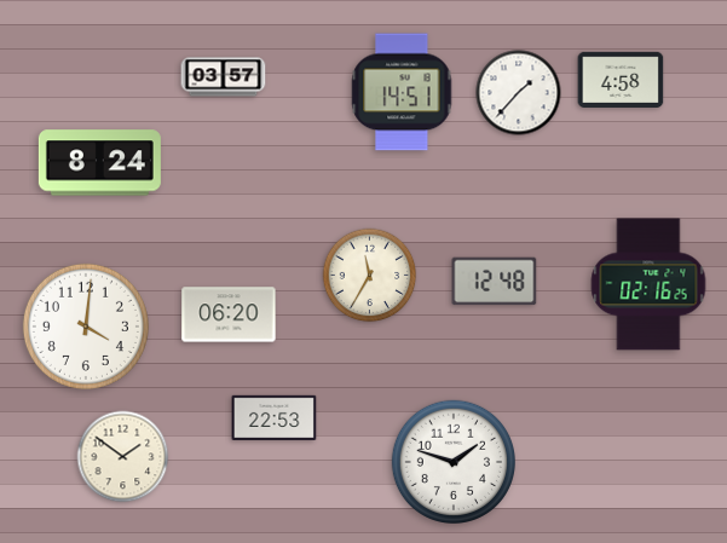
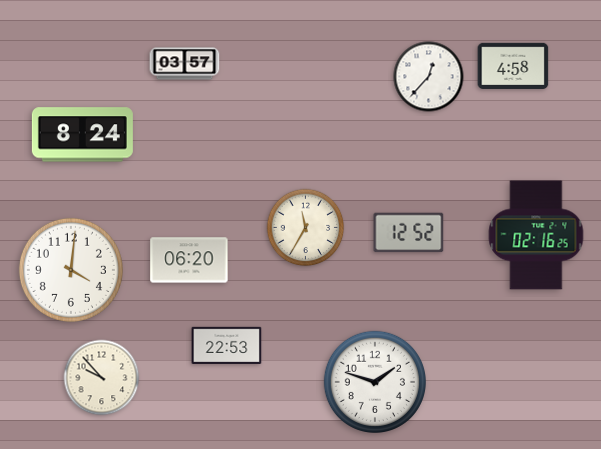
clock at (402, 92): 14:51 -> none
clock at (519, 93): 1:37 -> 12:37
clock at (495, 282): 12:48 -> 12:52
clock at (123, 457): 1:51 -> 9:53
